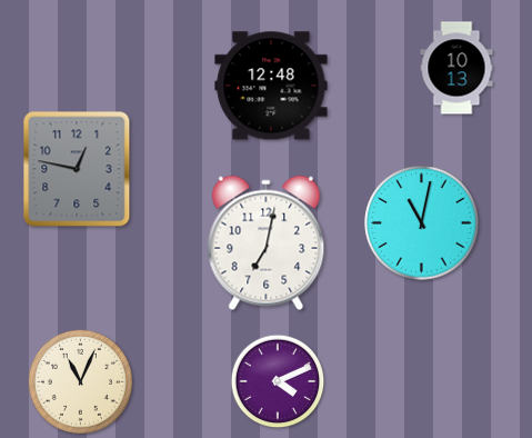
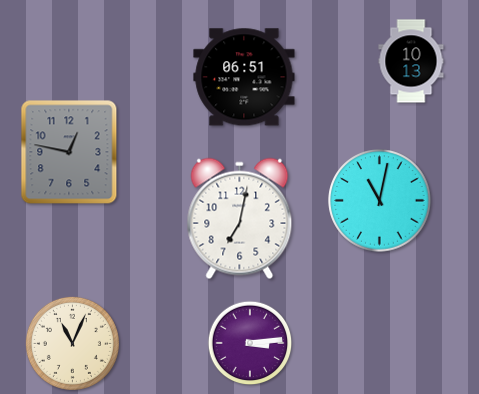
clock at (271, 86): 12:48 -> 06:51
clock at (278, 381): 4:11 -> 3:14
